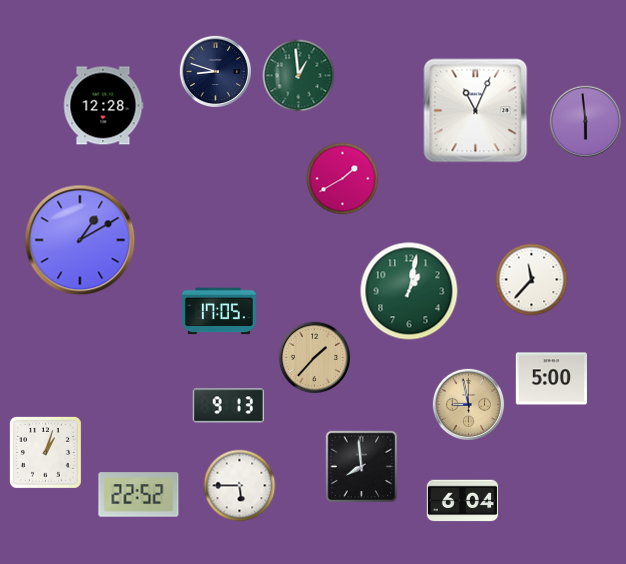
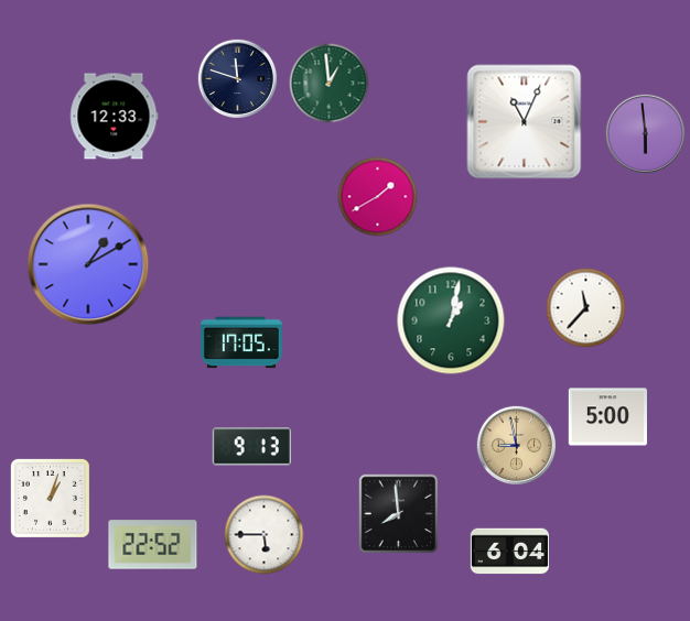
clock at (216, 72): 8:48 -> 11:48
clock at (103, 106): 12:28 -> 12:33
clock at (315, 358): 1:37 -> none
